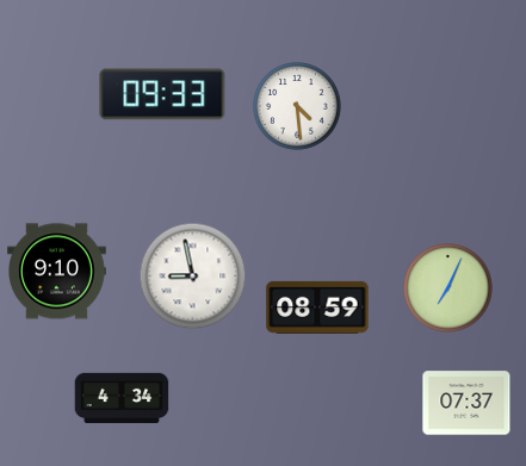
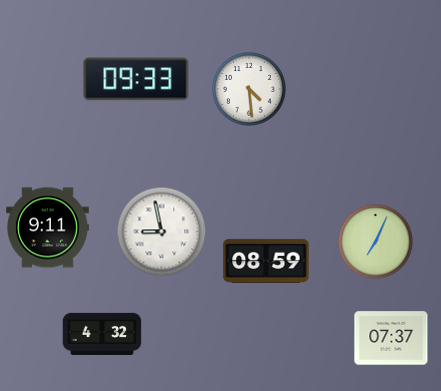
clock at (57, 272): 9:10 -> 9:11
clock at (317, 307) position: (317, 307) -> (266, 261)
clock at (122, 398): 4:34 -> 4:32
